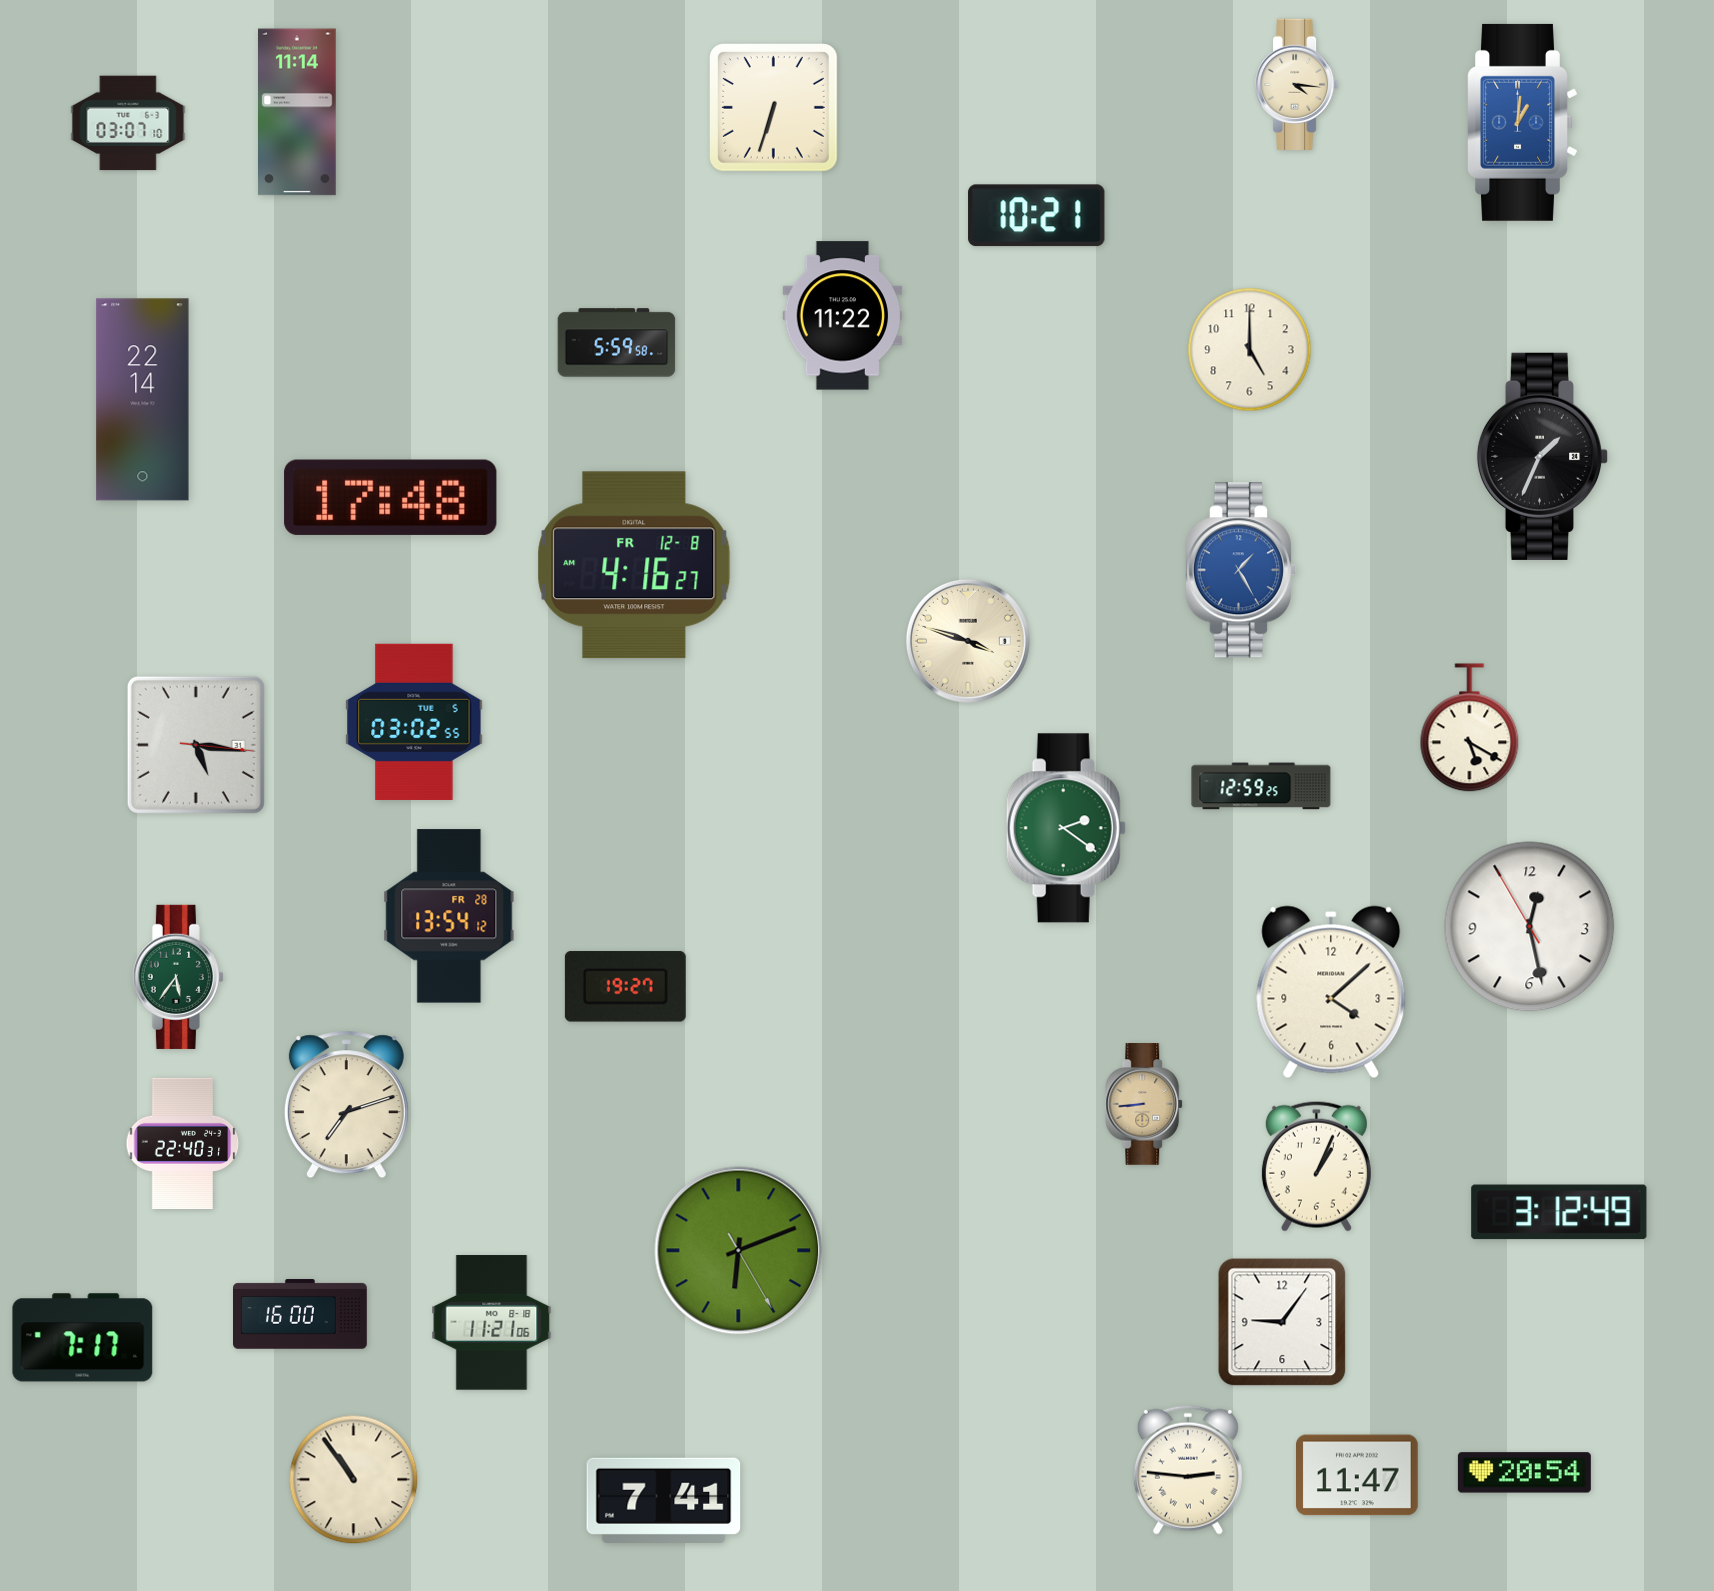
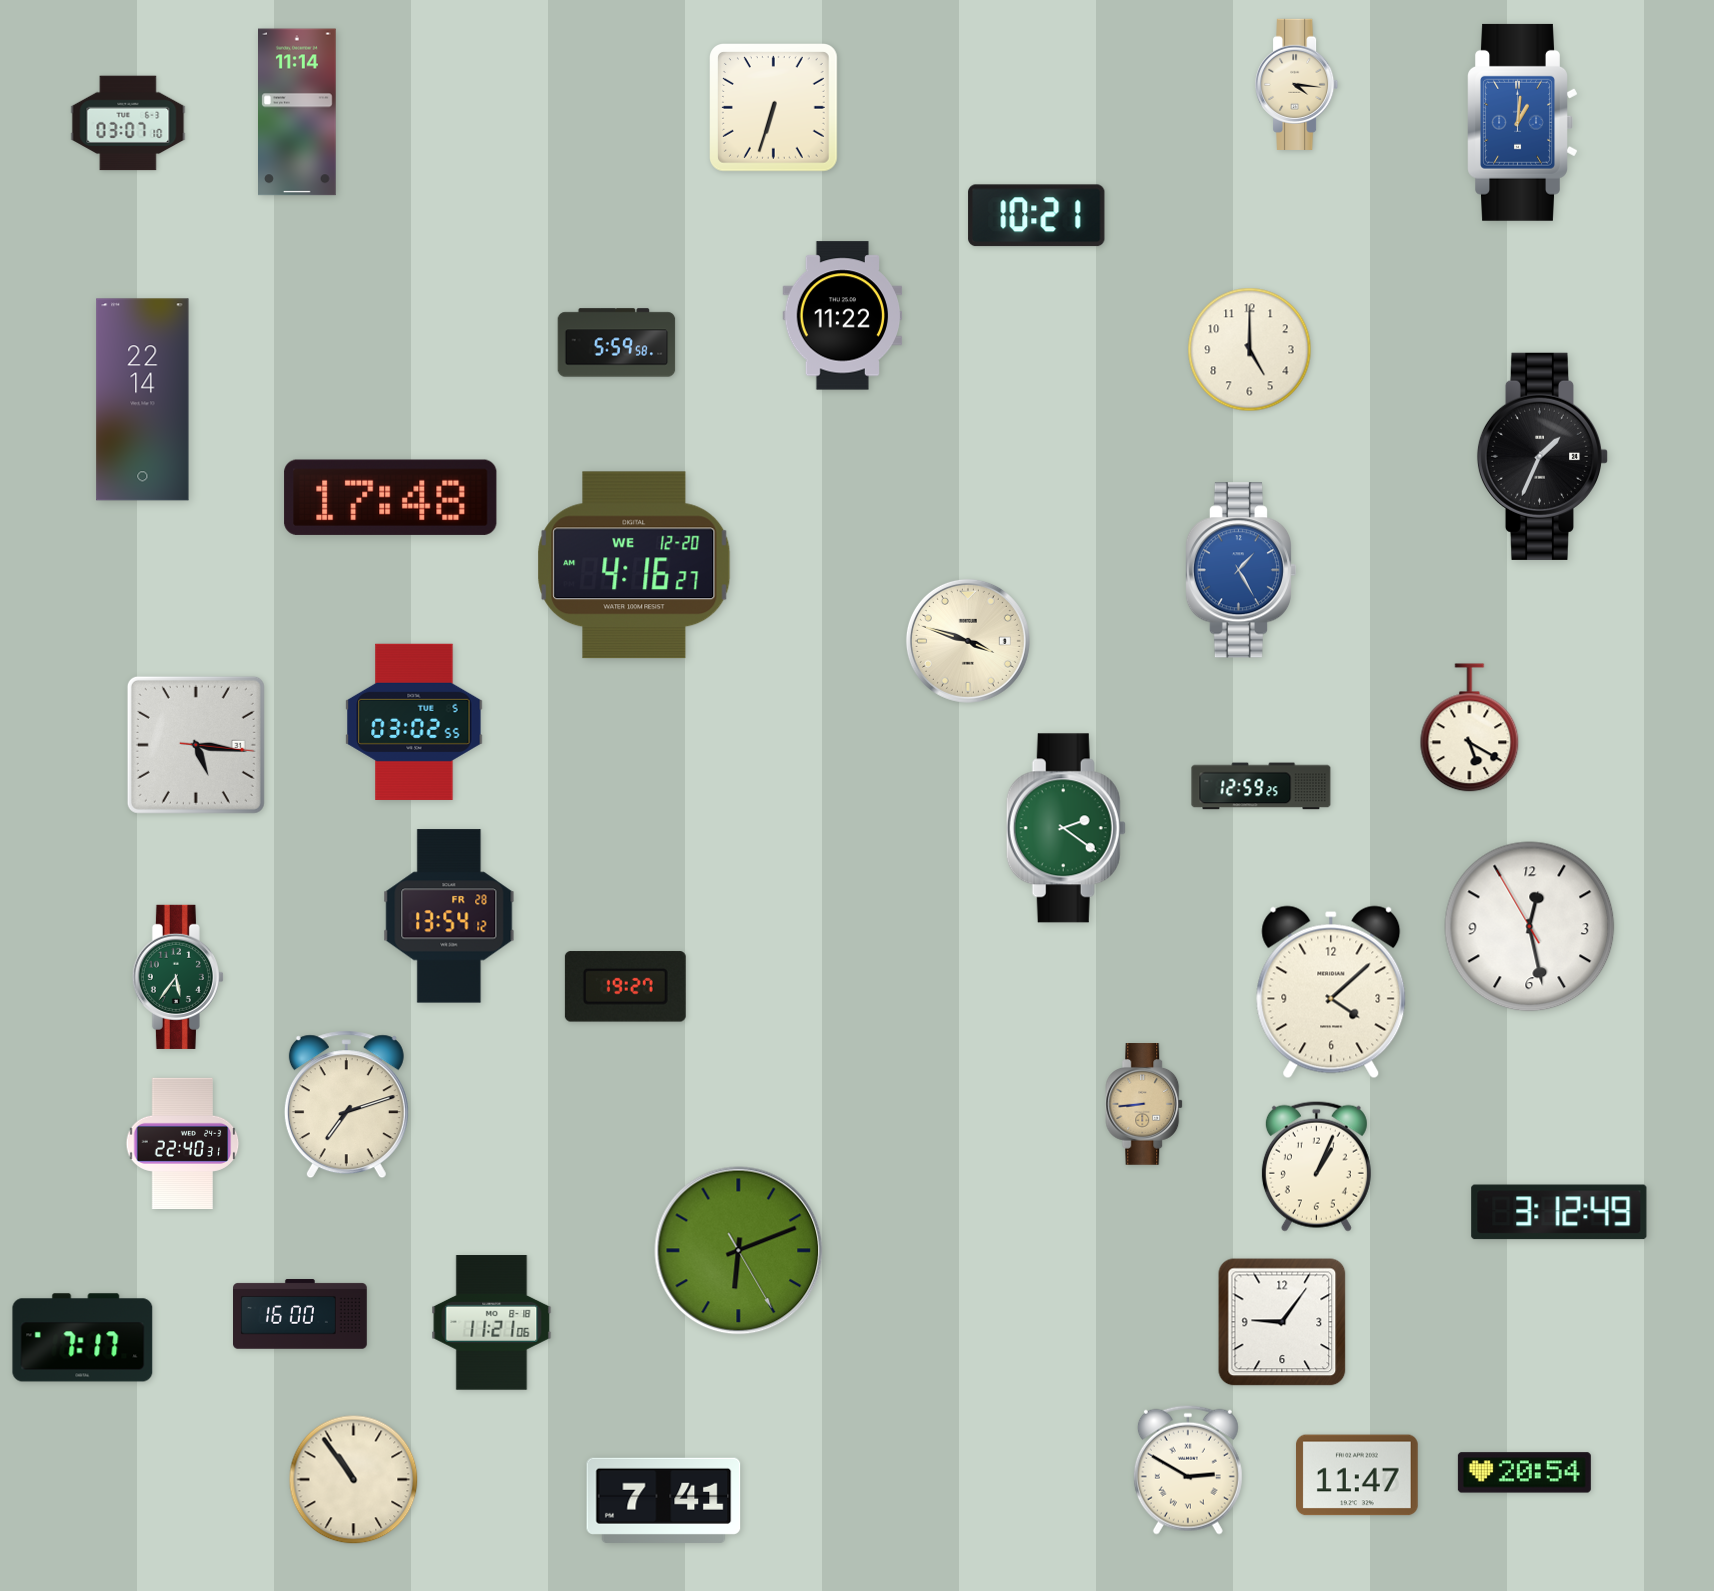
clock at (634, 565) date: FR 12-8 -> WE 12-20
clock at (1188, 1470): 2:46 -> 2:50
